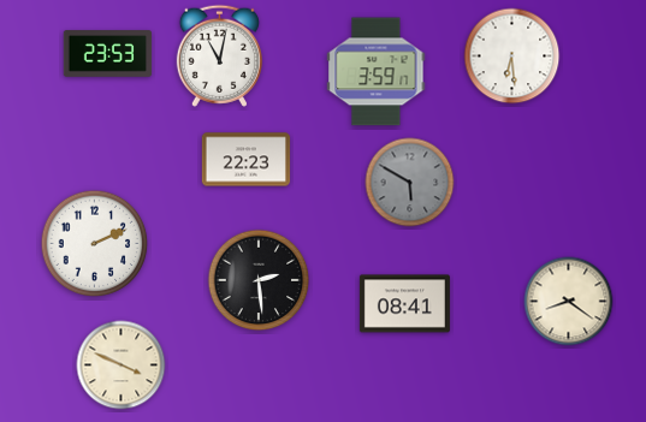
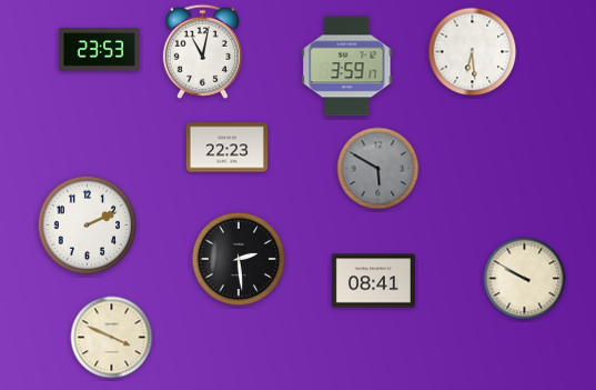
clock at (569, 302): 8:21 -> 9:50
